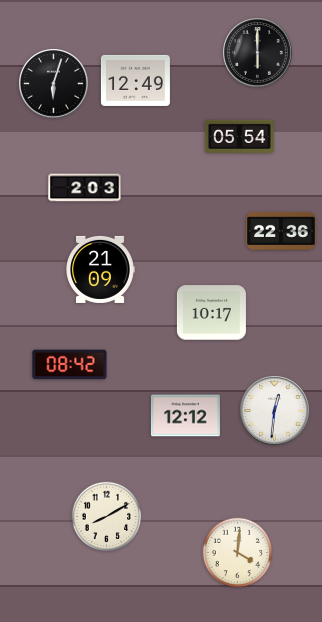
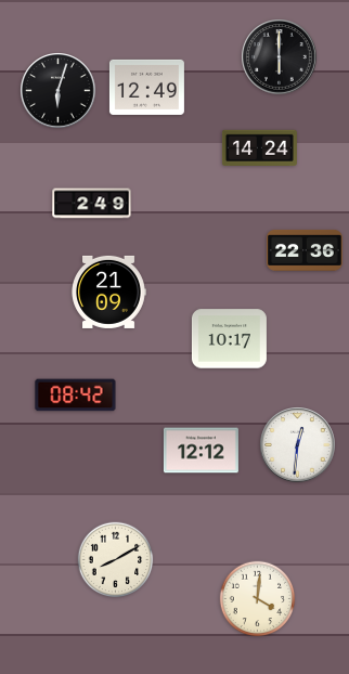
clock at (239, 136): 05:54 -> 14:24
clock at (85, 188): 2:03 -> 2:49
